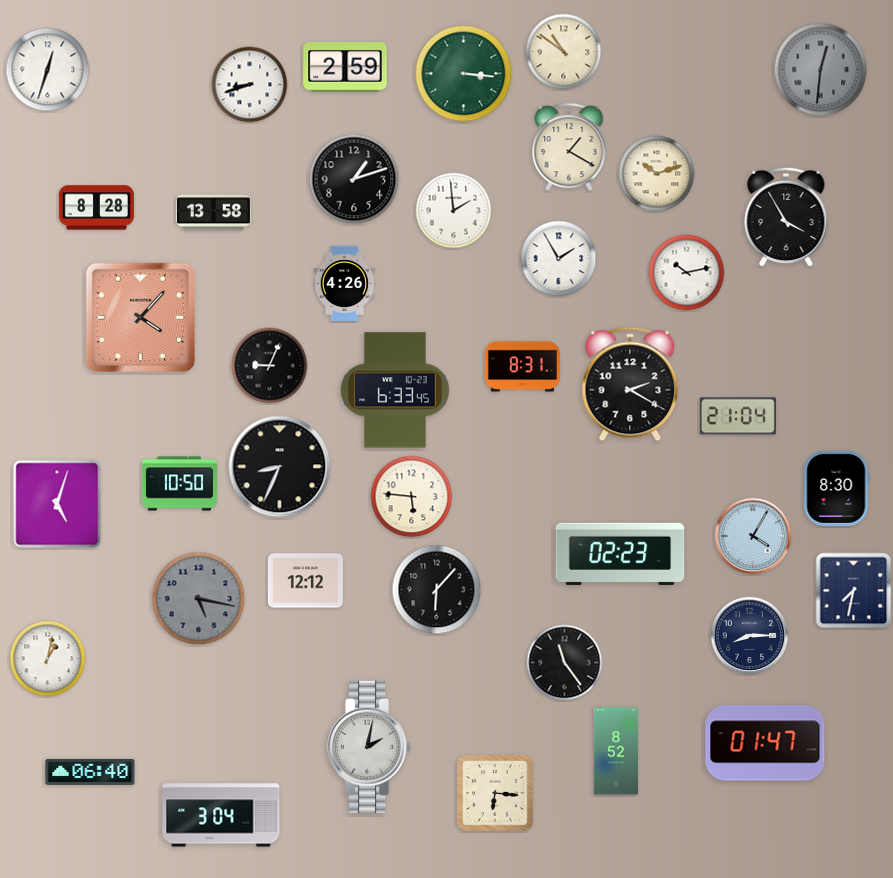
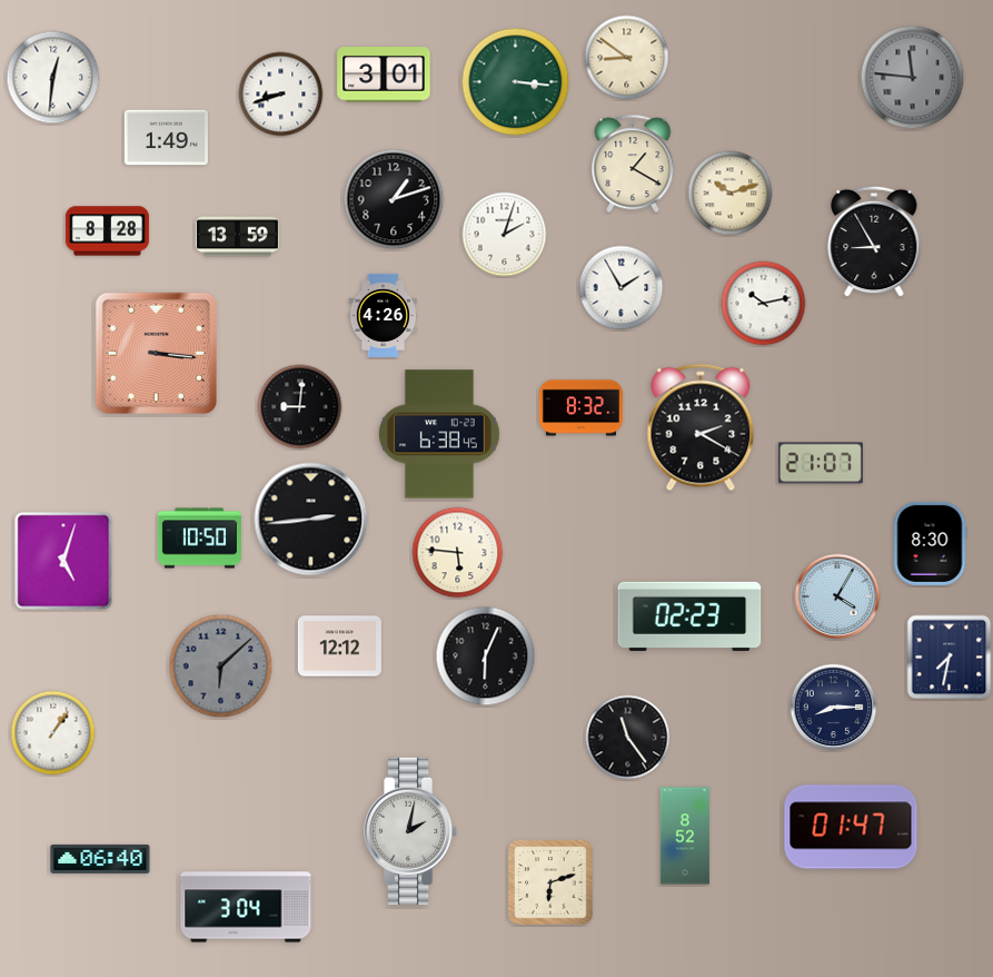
clock at (564, 52): 10:51 -> 8:51
clock at (345, 67): 2:59 -> 3:01
clock at (48, 70): 12:33 -> 12:31
clock at (821, 70): 12:31 -> 11:46
clock at (250, 85) position: (250, 85) -> (281, 95)
clock at (166, 138): none -> 1:49
clock at (454, 211): 1:59 -> 2:03
clock at (213, 213): 13:58 -> 13:59
clock at (786, 217): 3:55 -> 8:55
clock at (140, 317): 4:07 -> 3:16
clock at (270, 366): 9:04 -> 9:01
clock at (522, 367): 8:31 -> 8:32
clock at (395, 390): 6:33 -> 6:38
clock at (738, 416): 21:04 -> 21:07
clock at (280, 467): 8:34 -> 2:44
clock at (437, 590): 6:07 -> 6:04
clock at (199, 599): 5:17 -> 6:08
clock at (48, 659): 1:02 -> 1:06
clock at (496, 794): 6:16 -> 6:12
